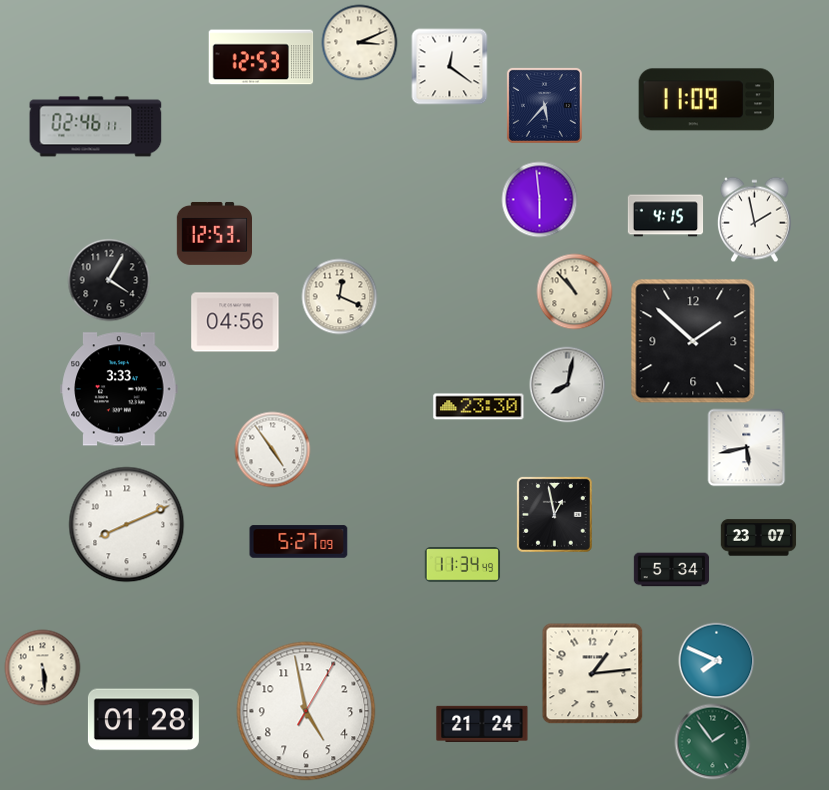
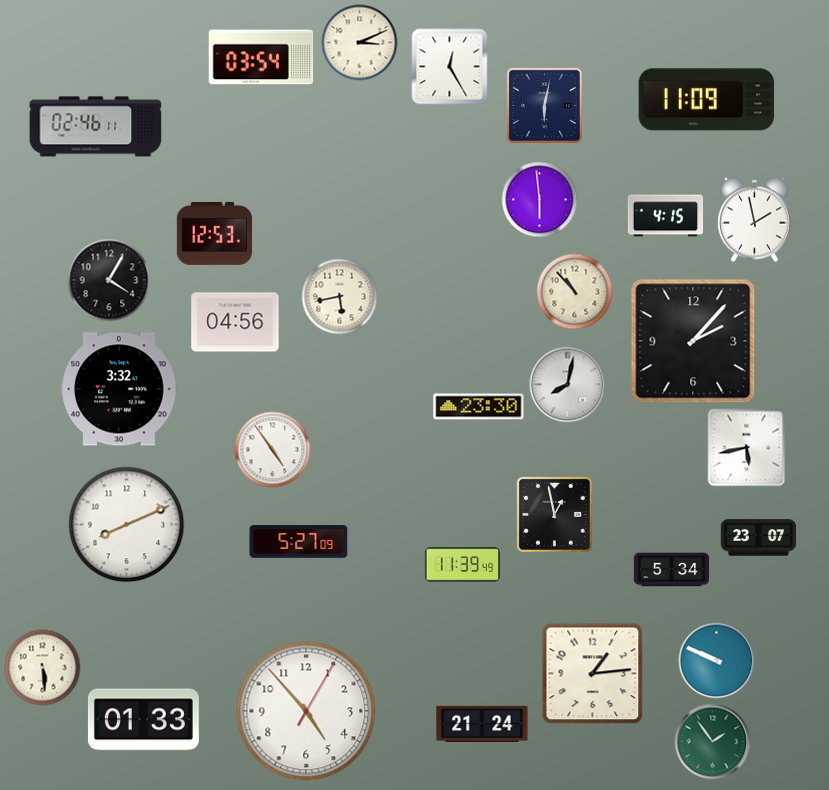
clock at (261, 57): 12:53 -> 03:54
clock at (450, 67): 12:21 -> 12:25
clock at (544, 105): 5:37 -> 6:02
clock at (340, 297): 12:19 -> 5:43
clock at (693, 341): 1:52 -> 2:07
clock at (119, 389): 3:33 -> 3:32
clock at (463, 565): 11:34 -> 11:39
clock at (717, 661): 7:49 -> 9:49
clock at (306, 711): 4:58 -> 4:53
clock at (143, 720): 01:28 -> 01:33
